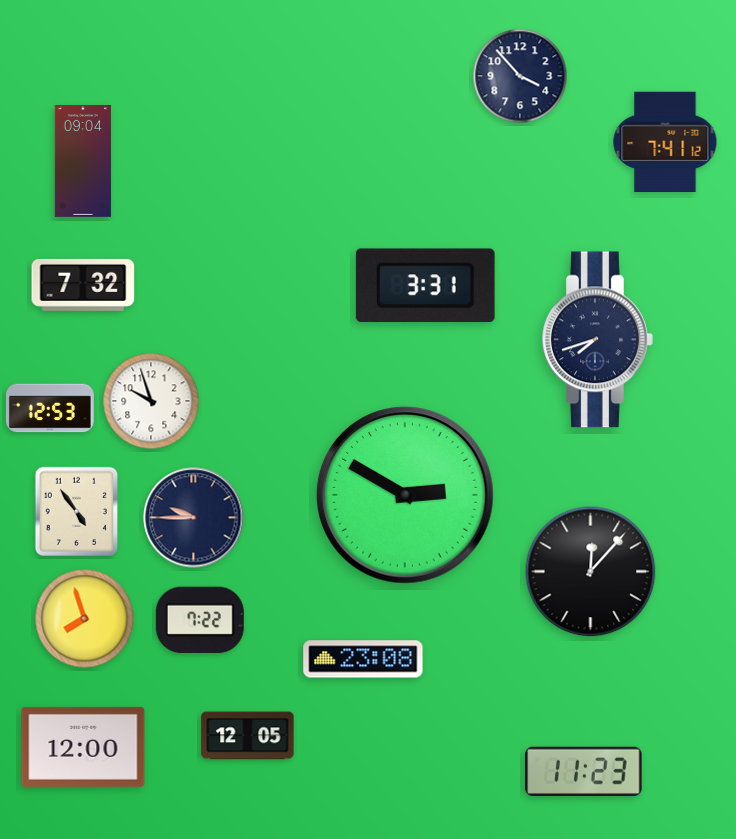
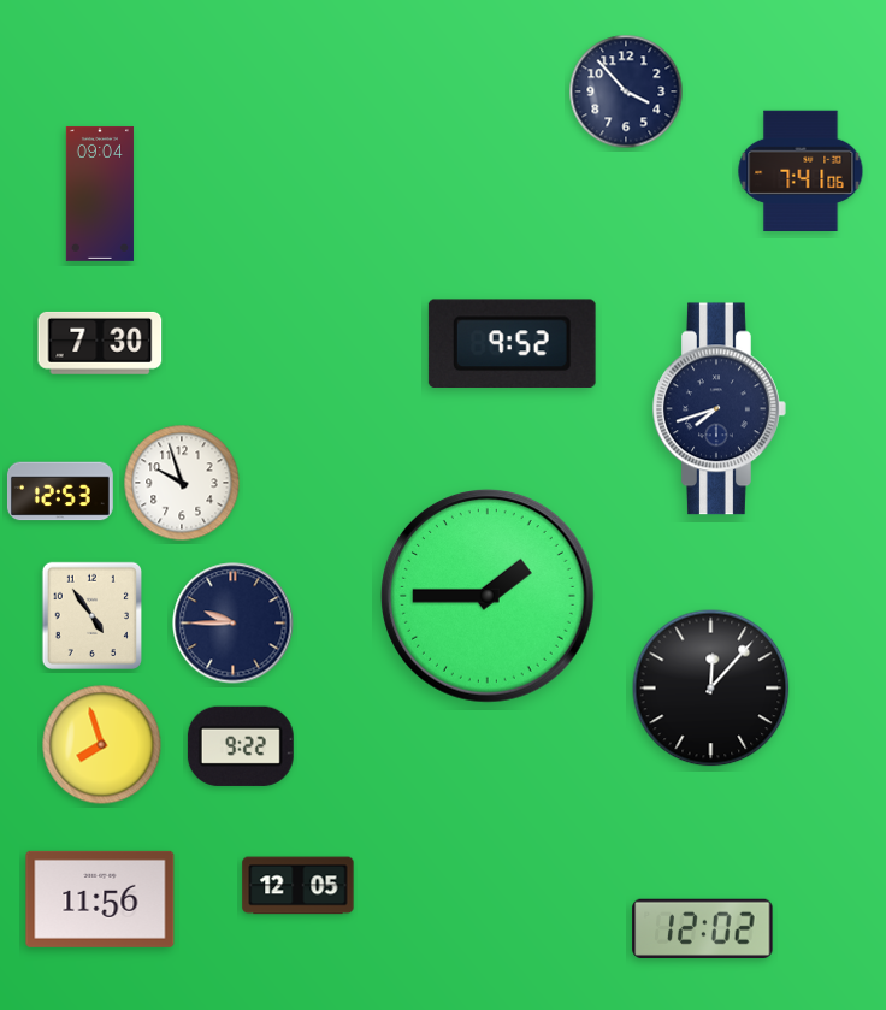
clock at (665, 141): 7:41:12 -> 7:41:06
clock at (83, 285): 7:32 -> 7:30
clock at (425, 285): 3:31 -> 9:52
clock at (406, 496): 2:50 -> 1:45
clock at (200, 620): 7:22 -> 9:22
clock at (363, 659): 23:08 -> none
clock at (83, 747): 12:00 -> 11:56
clock at (584, 771): 11:23 -> 12:02
